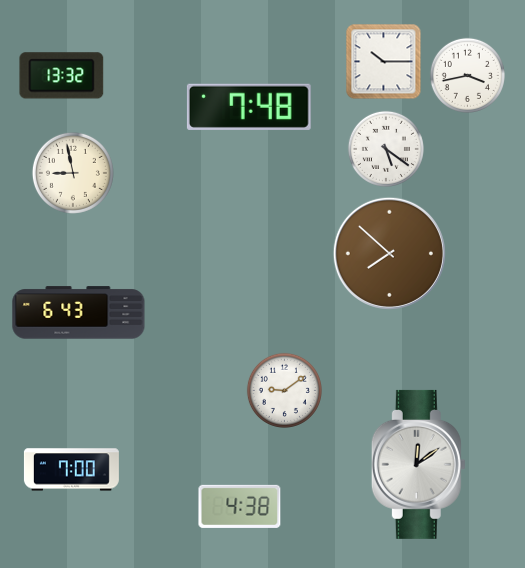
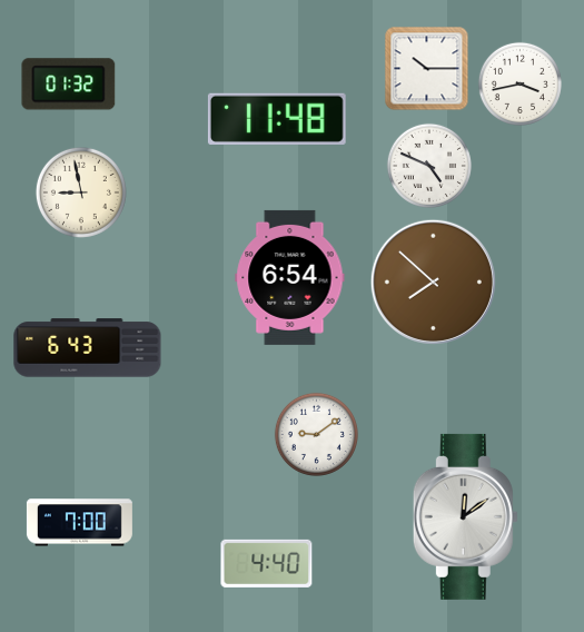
clock at (62, 76): 13:32 -> 01:32
clock at (249, 107): 7:48 -> 11:48
clock at (386, 149): 5:21 -> 4:49
clock at (290, 277): none -> 6:54
clock at (240, 506): 4:38 -> 4:40
